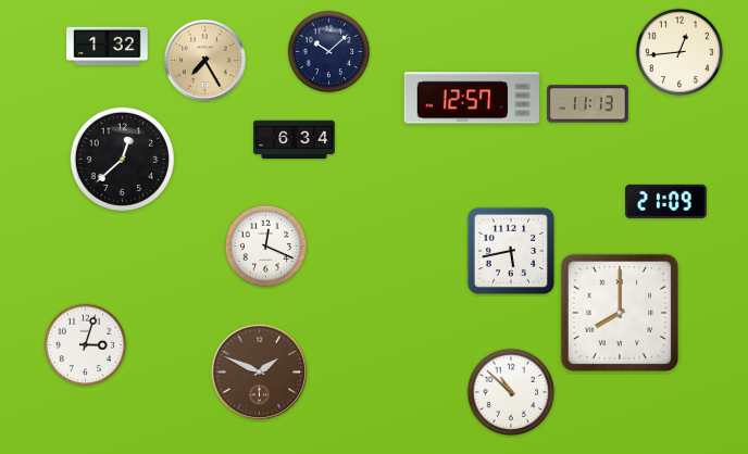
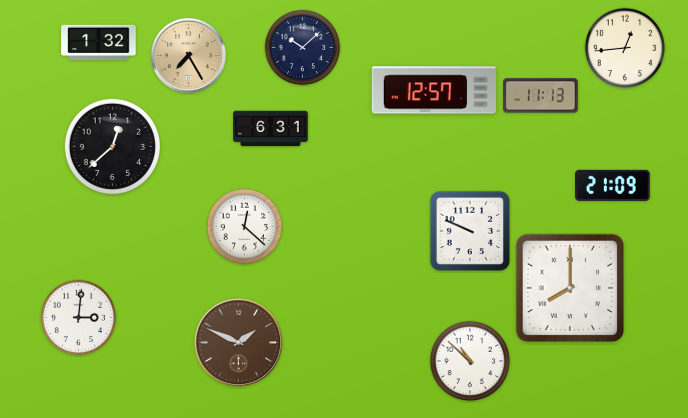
clock at (295, 140): 6:34 -> 6:31
clock at (266, 247): 12:19 -> 12:22
clock at (511, 251): 5:43 -> 9:49
clock at (86, 345): 3:03 -> 3:01
